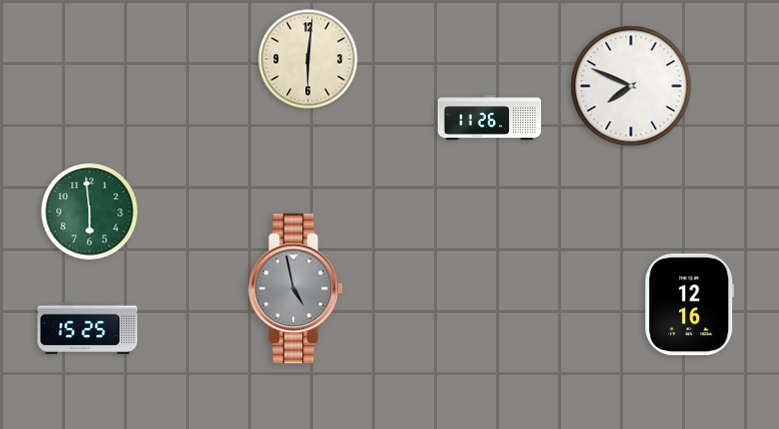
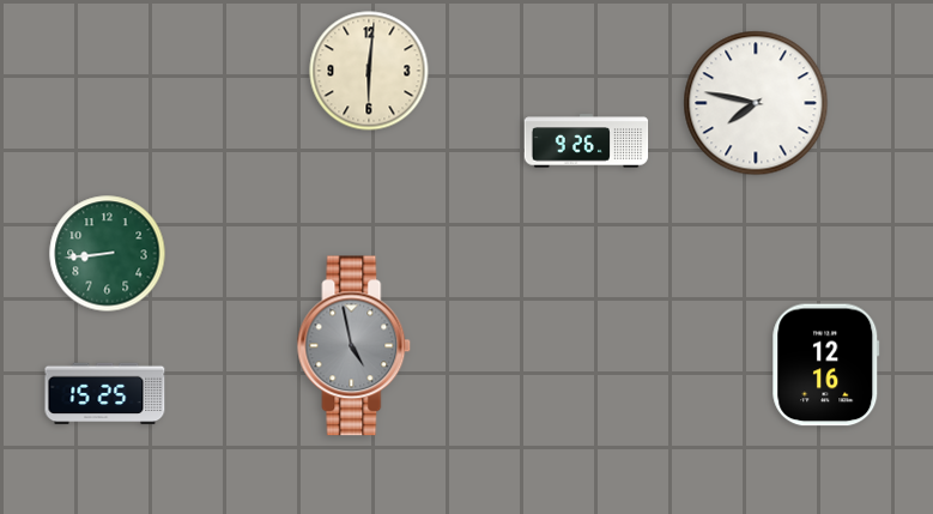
clock at (631, 86): 7:49 -> 7:47
clock at (490, 118): 11:26 -> 9:26
clock at (90, 212): 5:59 -> 8:44
